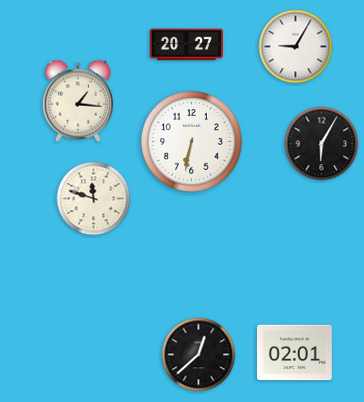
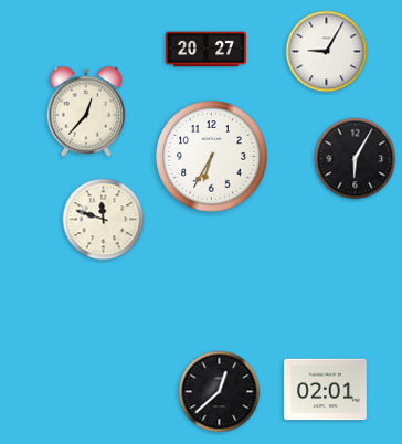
clock at (78, 101): 1:16 -> 12:37
clock at (192, 142): 6:32 -> 6:35
